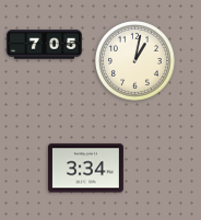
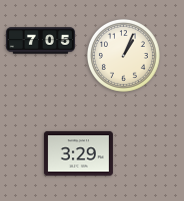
clock at (134, 60): 1:02 -> 1:04
clock at (85, 169): 3:34 -> 3:29
